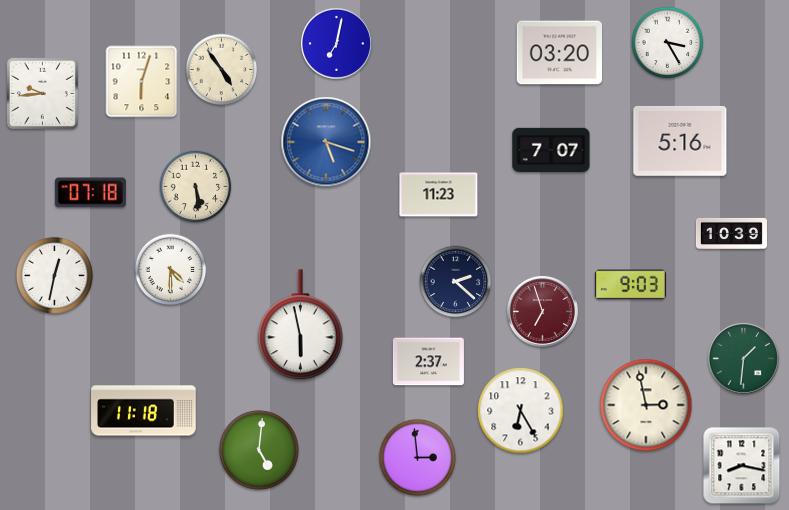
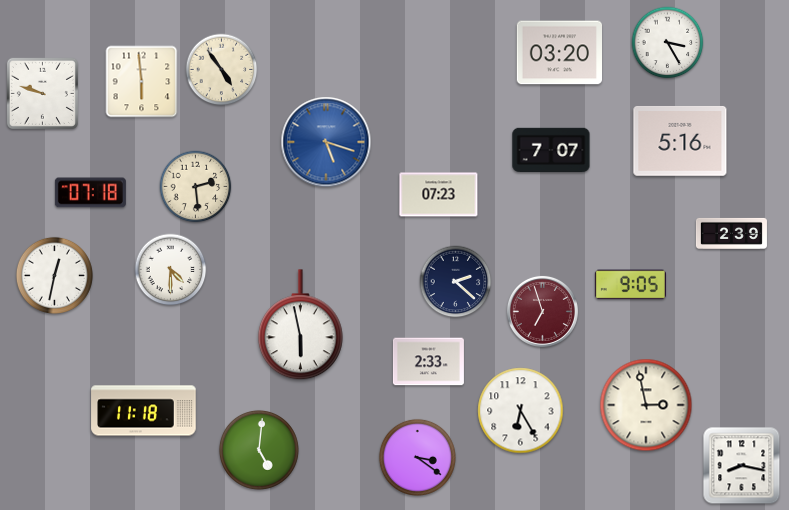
clock at (336, 43): 7:02 -> none
clock at (142, 82): 6:03 -> 5:59
clock at (42, 93): 9:44 -> 9:48
clock at (196, 187): 5:29 -> 2:29
clock at (439, 195): 11:23 -> 07:23
clock at (731, 233): 10:39 -> 2:39
clock at (630, 285): 9:03 -> 9:05
clock at (743, 358): 1:31 -> none
clock at (428, 362): 2:37 -> 2:33
clock at (417, 457): 2:59 -> 3:21
